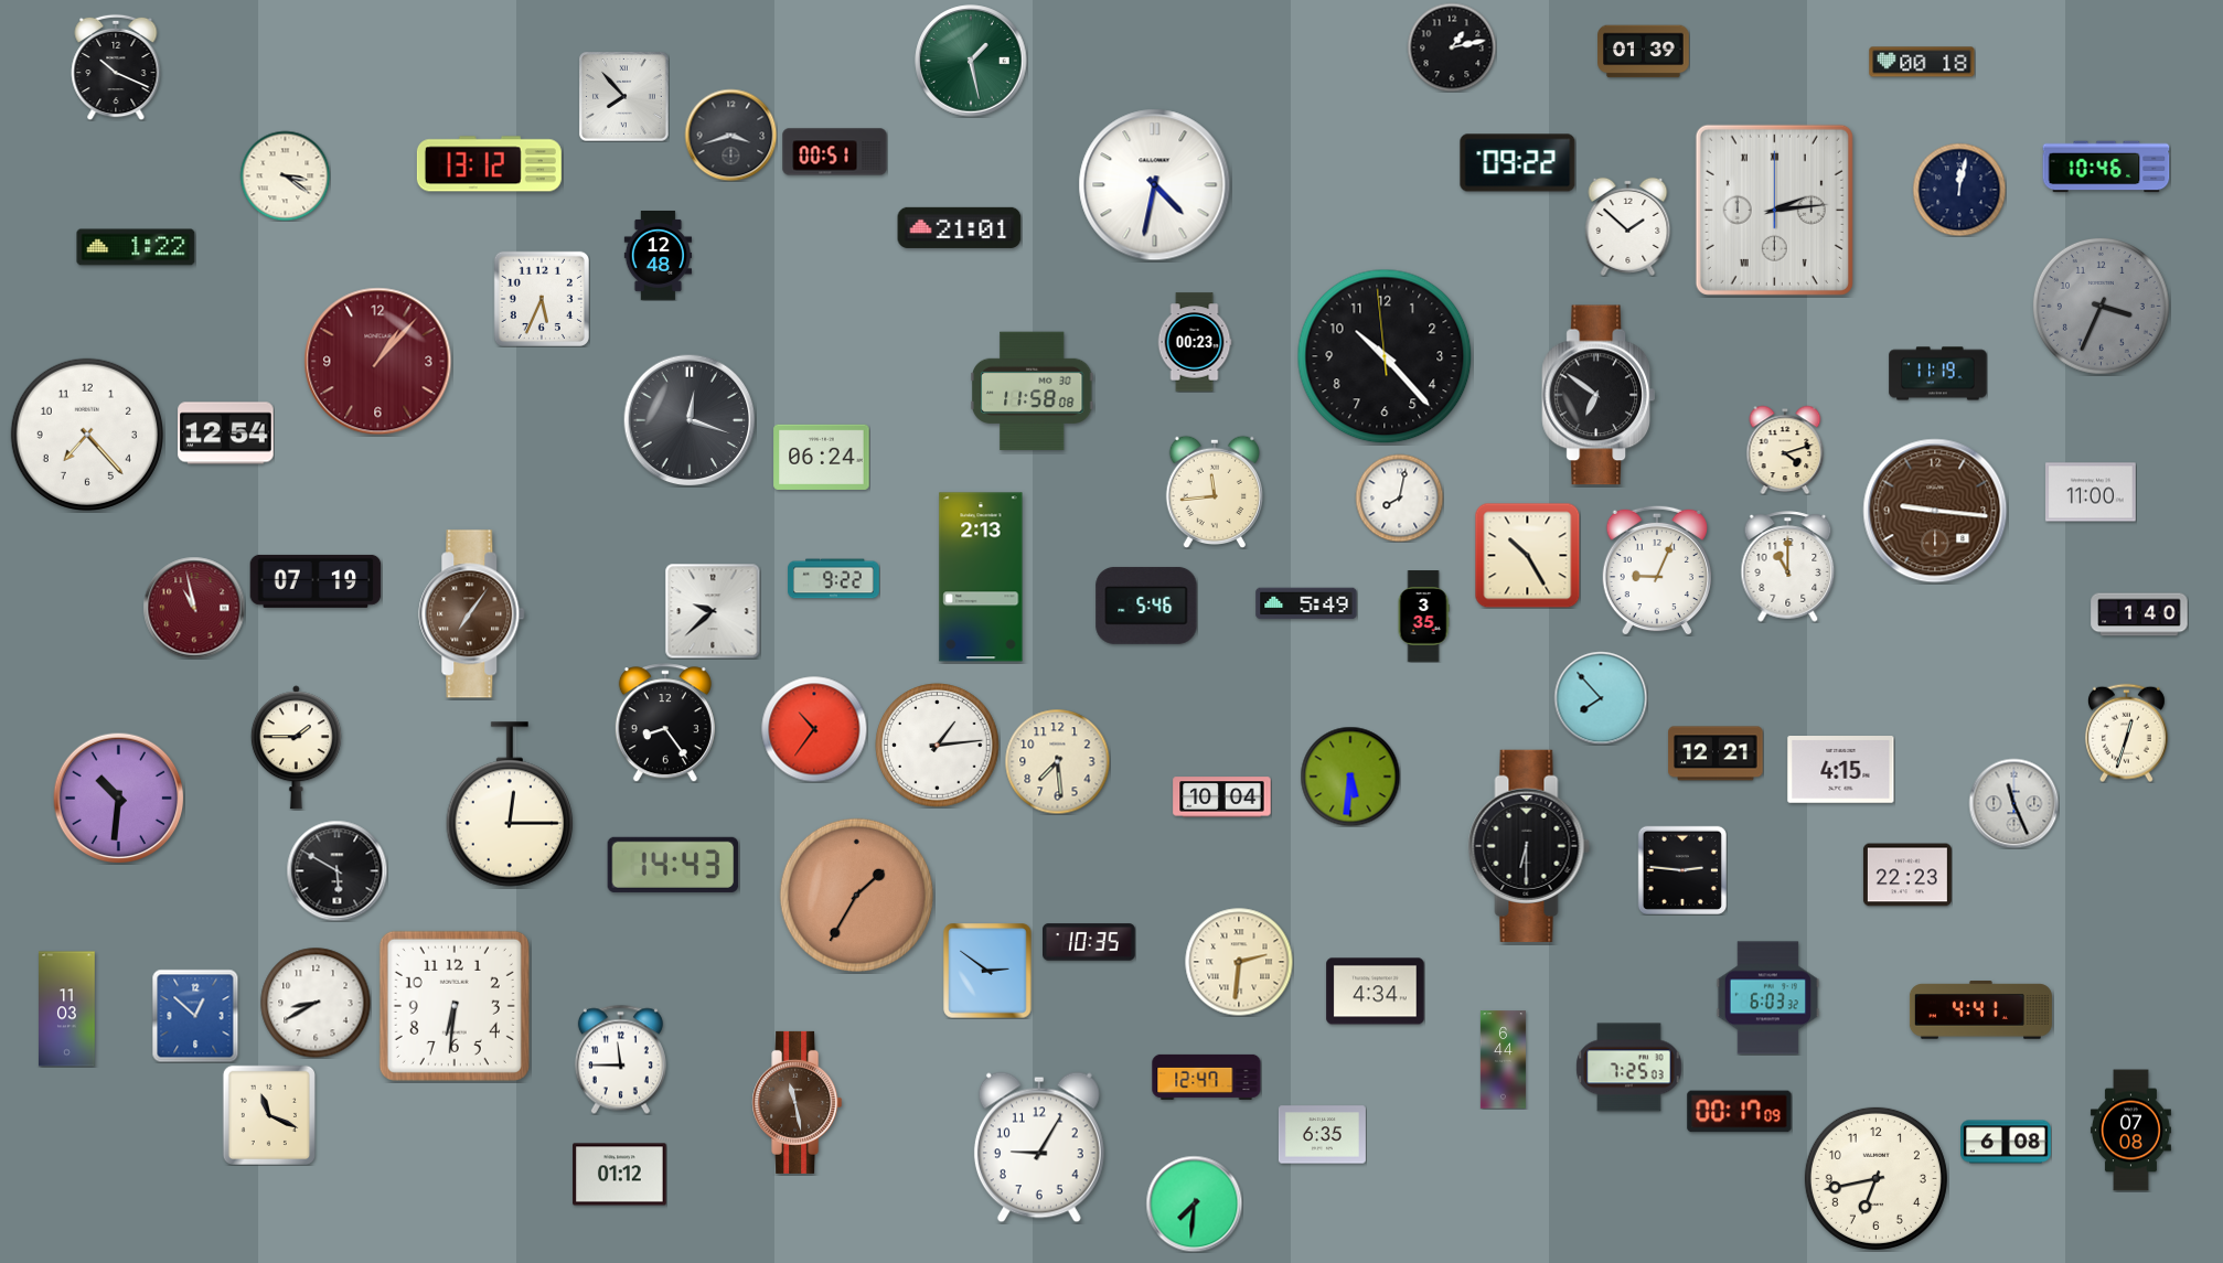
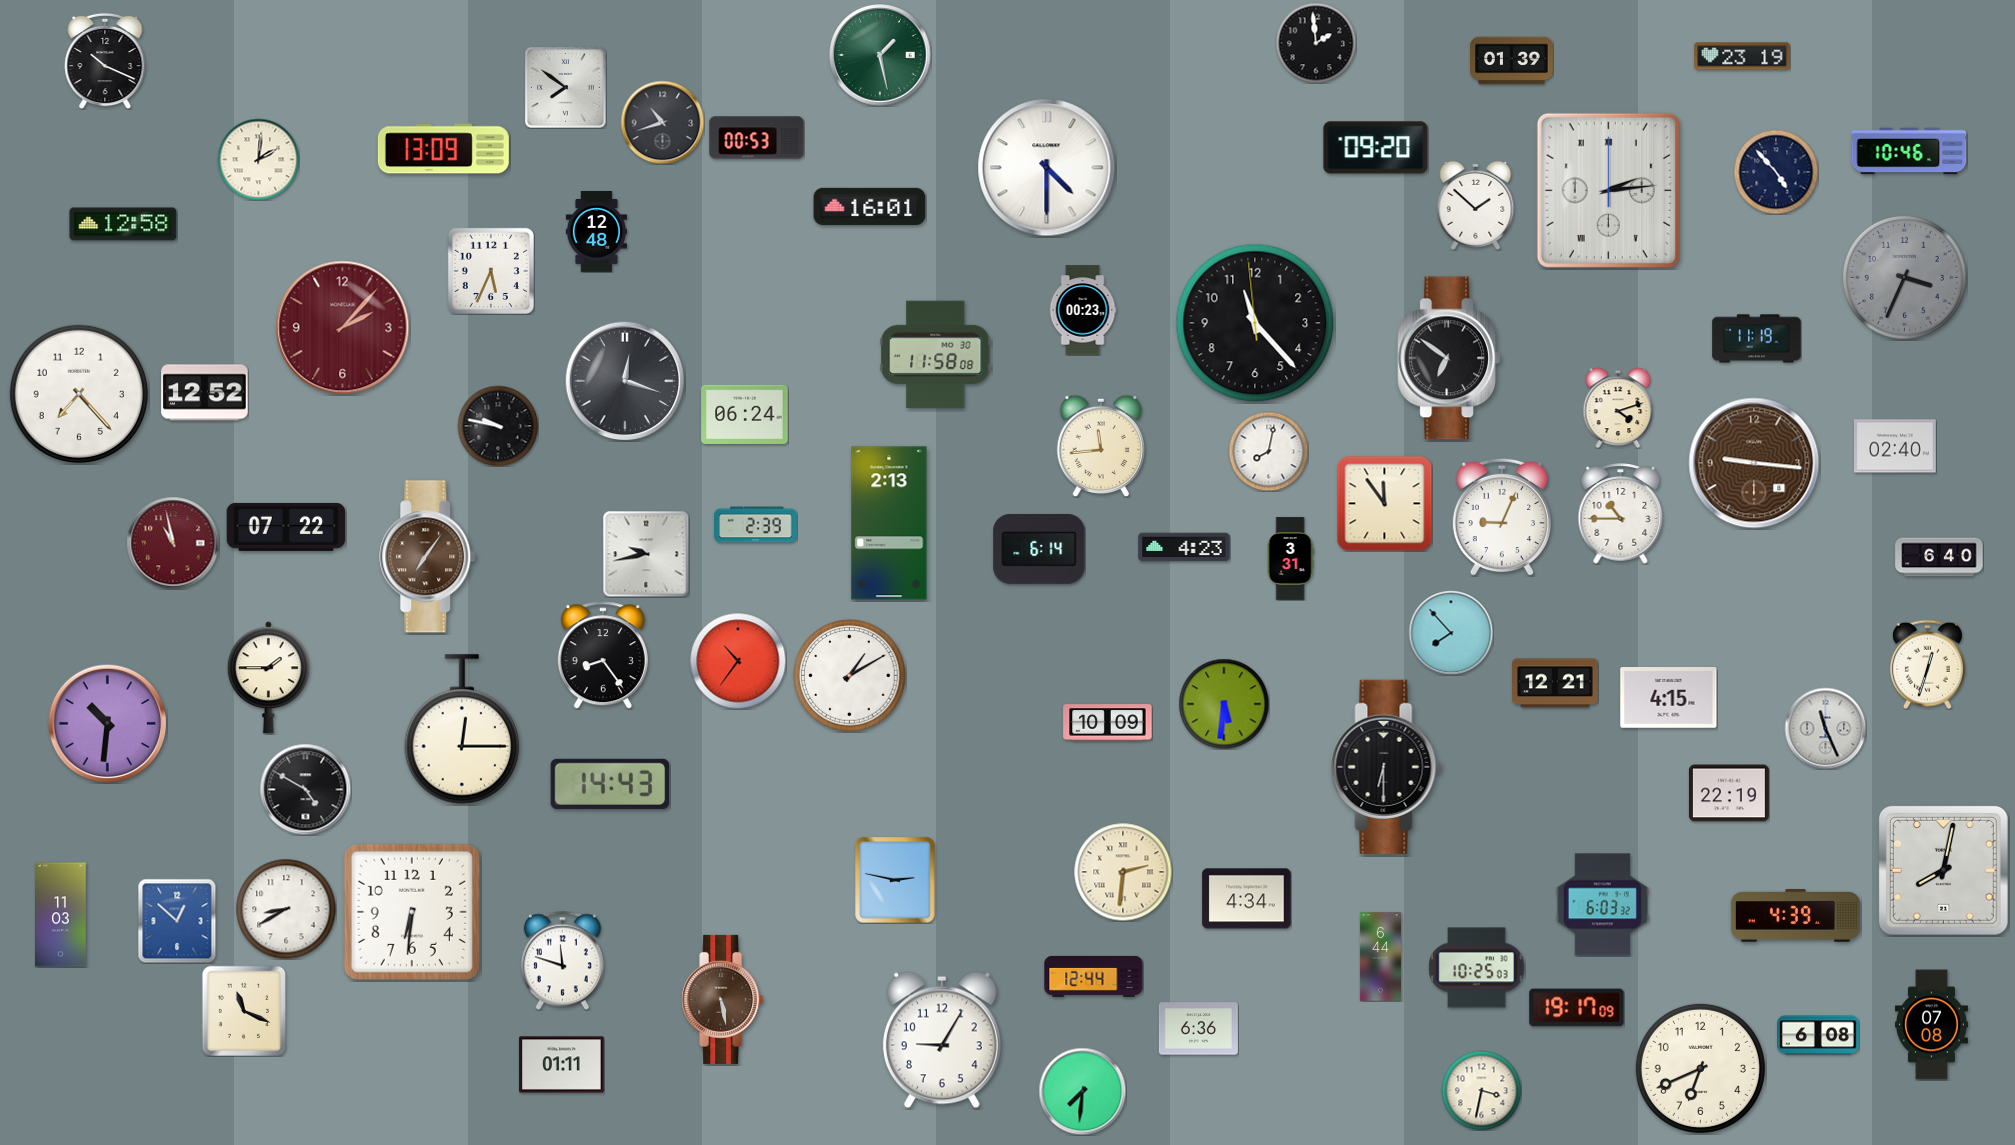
clock at (1452, 47): 1:13 -> 1:59
clock at (1644, 52) position: (1644, 52) -> (1512, 61)
clock at (1922, 62): 00:18 -> 23:19
clock at (624, 97): 7:53 -> 7:51
clock at (730, 135): 3:42 -> 10:42
clock at (835, 152): 00:51 -> 00:53
clock at (1518, 163): 09:22 -> 09:20
clock at (489, 164): 13:12 -> 13:09
clock at (285, 175): 3:21 -> 2:01
clock at (1155, 185): 4:32 -> 4:30
clock at (1959, 190): 12:02 -> 4:53
clock at (960, 227): 21:01 -> 16:01
clock at (136, 247): 1:22 -> 12:58
clock at (1385, 356): 10:22 -> 11:22
clock at (378, 362): 1:07 -> 2:07
clock at (226, 434): 12:54 -> 12:52
clock at (498, 426): none -> 9:47
clock at (2092, 492): 11:00 -> 02:40
clock at (1527, 555): 10:25 -> 11:54
clock at (1788, 567): 11:00 -> 10:45
clock at (834, 579): 9:22 -> 2:39
clock at (316, 581): 07:19 -> 07:22
clock at (1306, 603): 5:49 -> 4:23
clock at (1146, 606): 5:46 -> 6:14
clock at (194, 608) position: (194, 608) -> (173, 543)
clock at (713, 611): 9:38 -> 9:43
clock at (2139, 614): 1:40 -> 6:40
clock at (1423, 617): 3:35 -> 3:31
clock at (938, 746): 1:14 -> 1:10
clock at (1057, 761): 7:29 -> none
clock at (1222, 798): 10:04 -> 10:09
clock at (336, 870): 5:50 -> 4:50
clock at (1682, 870): 2:46 -> none
clock at (1907, 875): 22:23 -> 22:19
clock at (856, 895): 1:35 -> none
clock at (1090, 942): 10:35 -> none
clock at (1943, 870): none -> 8:02
clock at (987, 971): 2:51 -> 2:47
clock at (1980, 1010): 4:41 -> 4:39
clock at (620, 1059): 11:45 -> 11:48
clock at (1503, 1060) position: (1503, 1060) -> (1380, 957)
clock at (1629, 1068): 7:25 -> 10:25
clock at (1207, 1077): 12:47 -> 12:44
clock at (798, 1102): 11:28 -> 5:28
clock at (1740, 1112): 00:17 -> 19:17
clock at (1322, 1135): 6:35 -> 6:36
clock at (620, 1175): 01:12 -> 01:11
clock at (1875, 1178): 6:43 -> 6:41
clock at (1481, 1090): none -> 3:32
